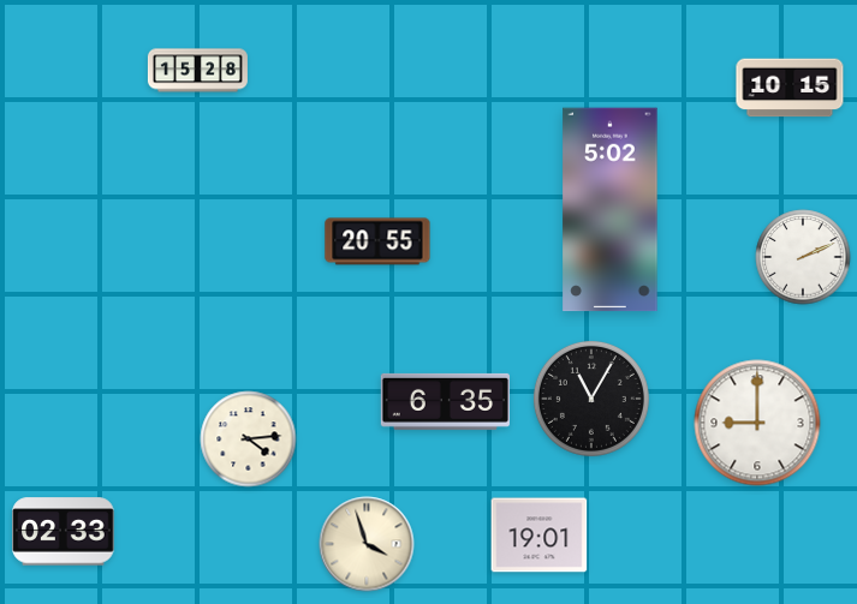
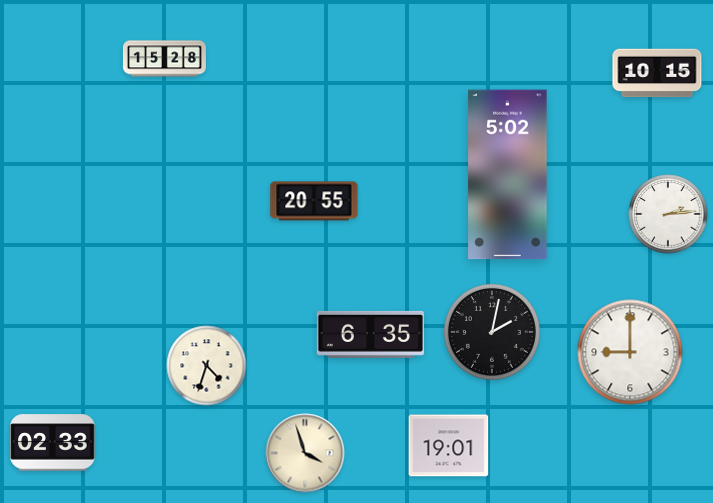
clock at (803, 257): 2:11 -> 2:14
clock at (591, 399): 11:05 -> 2:02
clock at (249, 439): 4:14 -> 4:33
